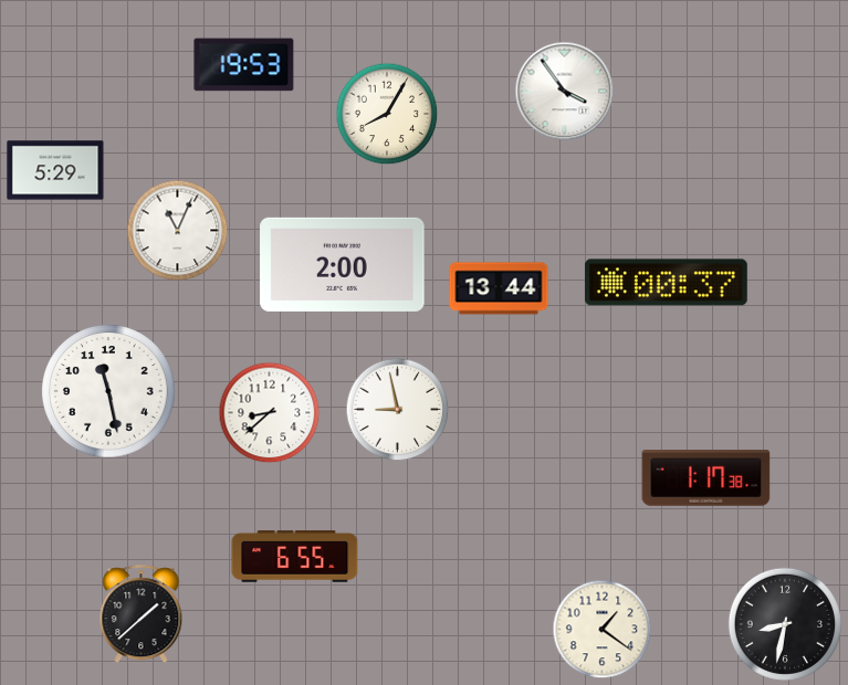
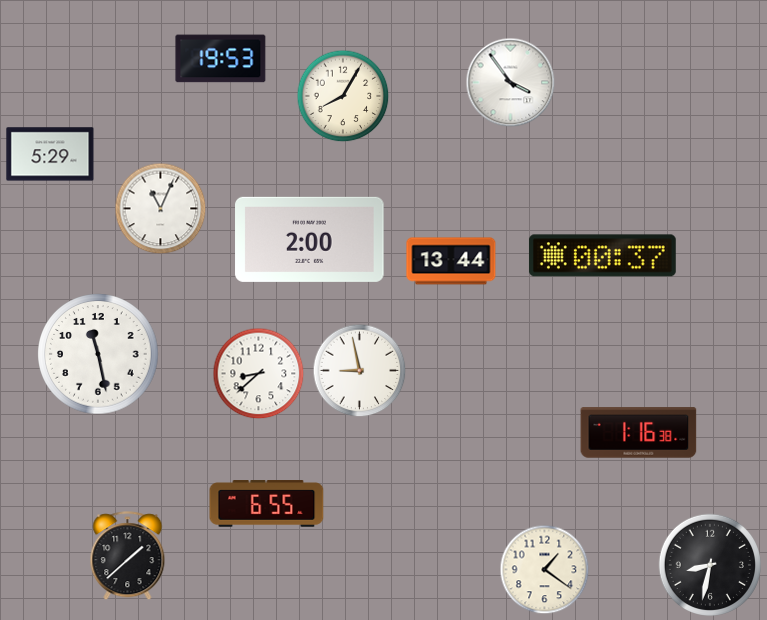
clock at (387, 114) position: (387, 114) -> (343, 96)
clock at (270, 413) position: (270, 413) -> (259, 374)
clock at (706, 478): 1:17 -> 1:16
